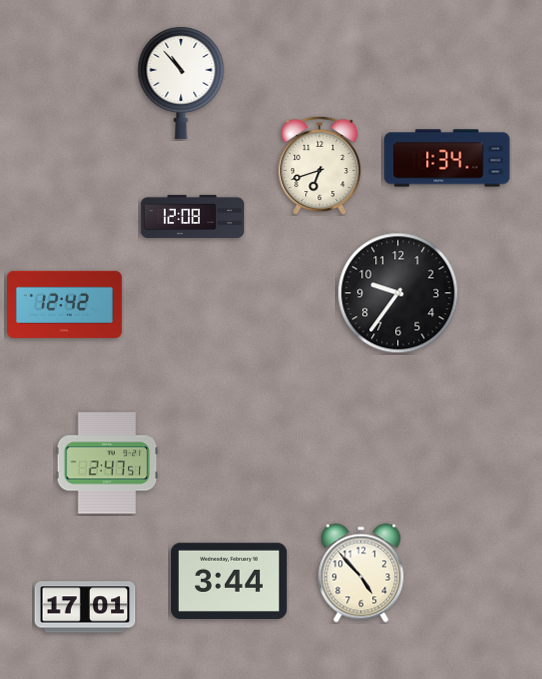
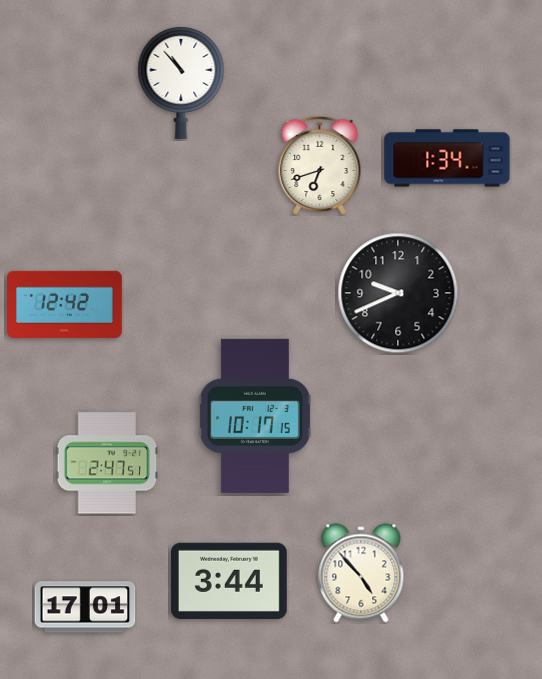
clock at (193, 216): 12:08 -> none
clock at (398, 293): 9:36 -> 9:41
clock at (255, 416): none -> 10:17
